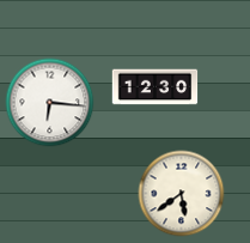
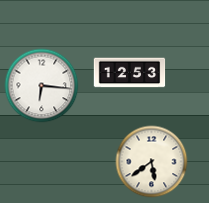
clock at (156, 87): 12:30 -> 12:53
